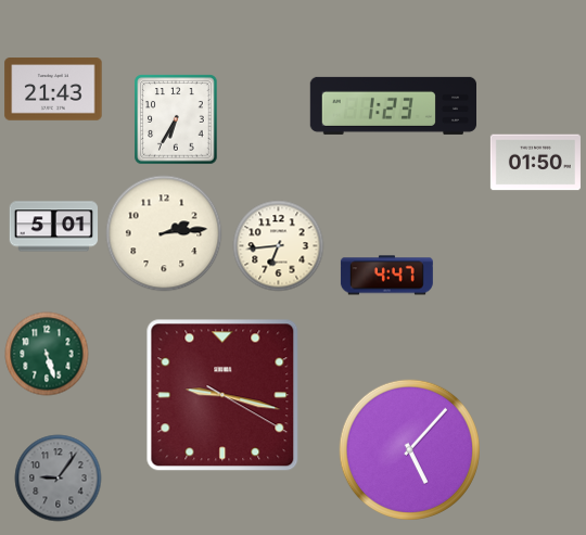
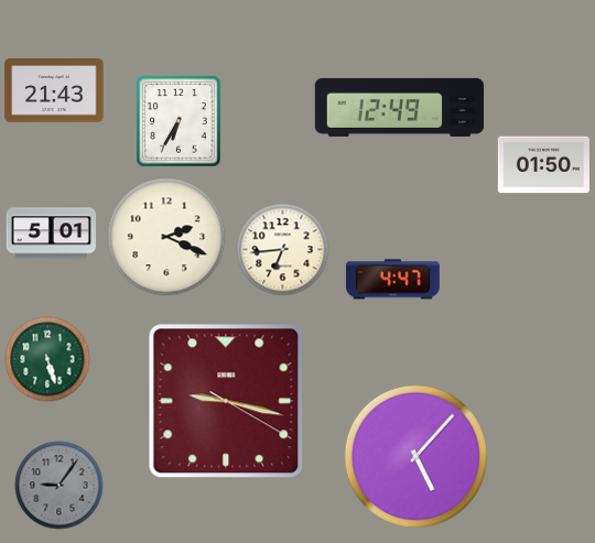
clock at (393, 105): 1:23 -> 12:49
clock at (54, 227) position: (54, 227) -> (52, 234)
clock at (164, 233): 2:14 -> 2:19
